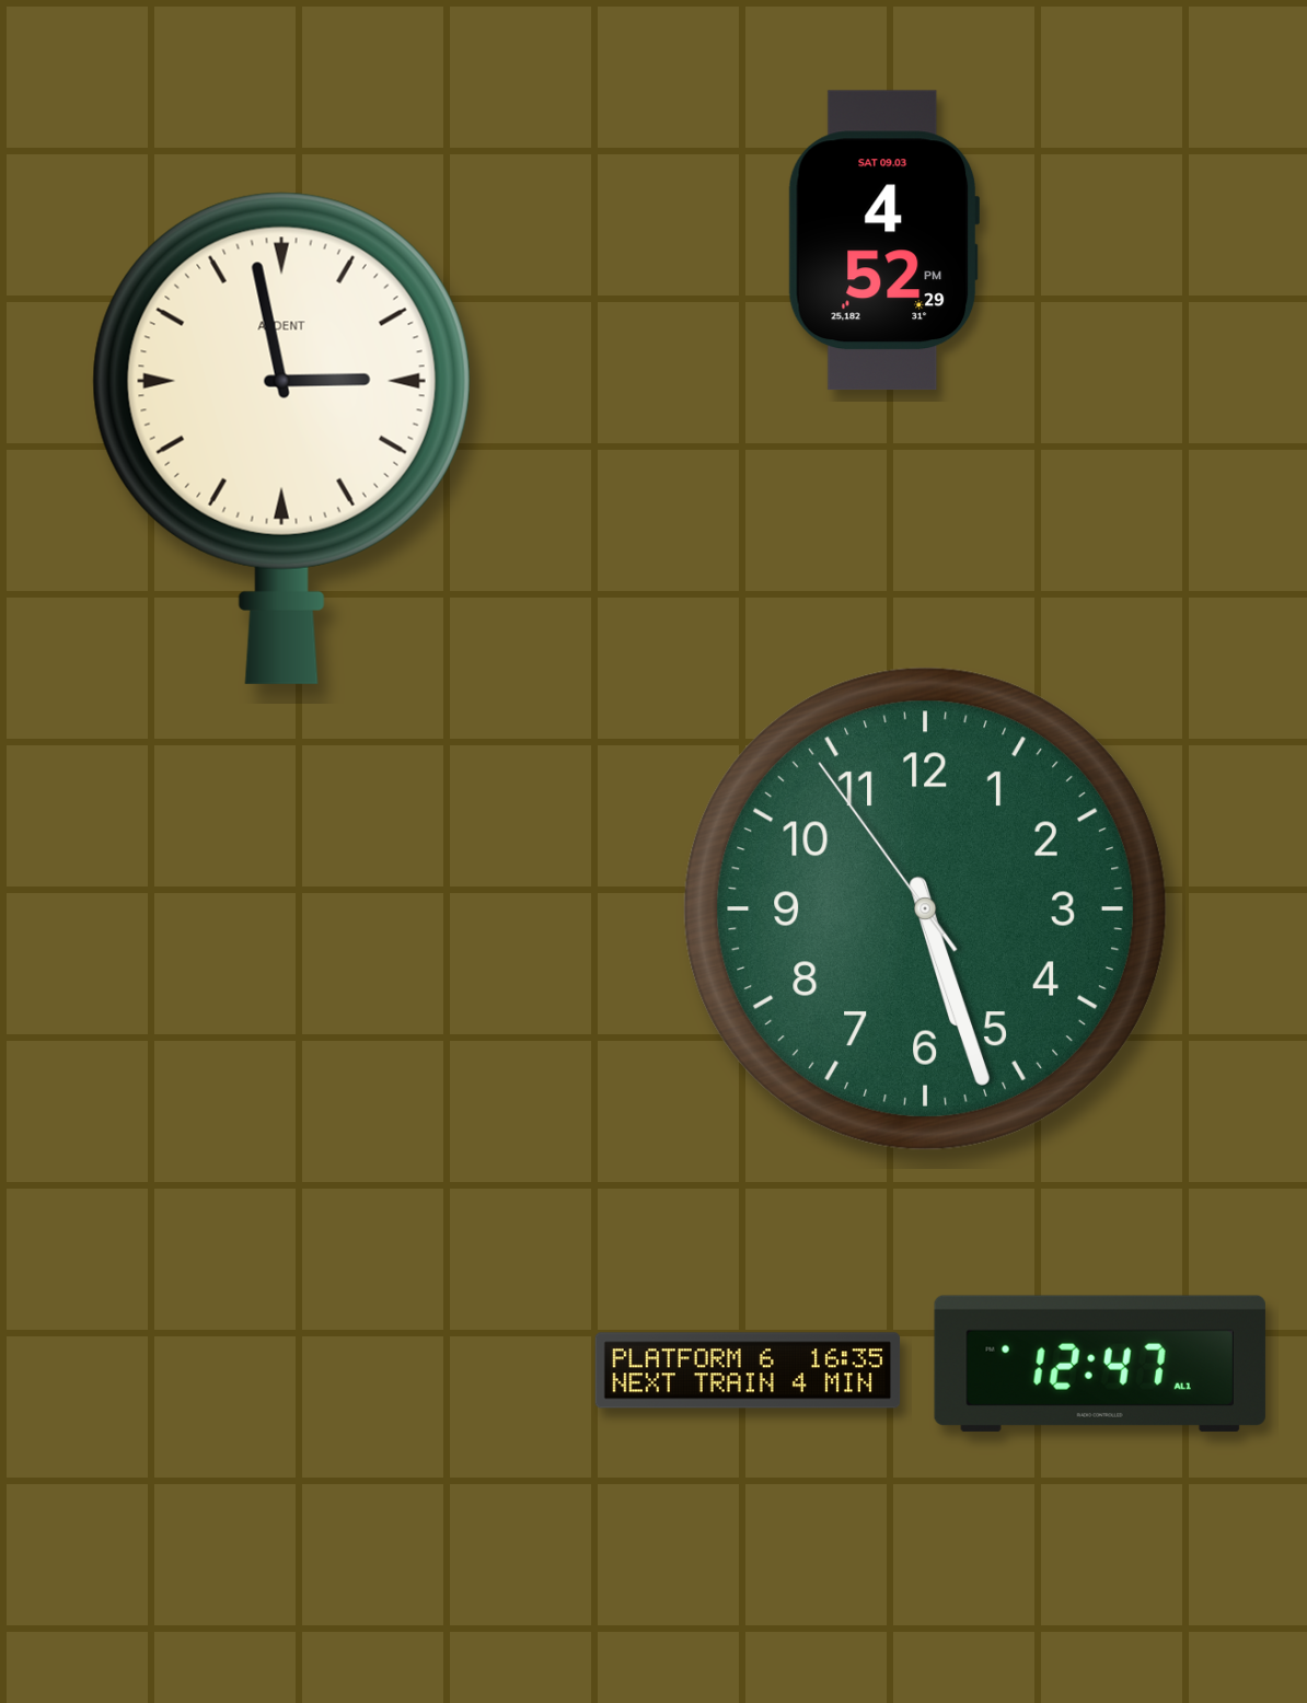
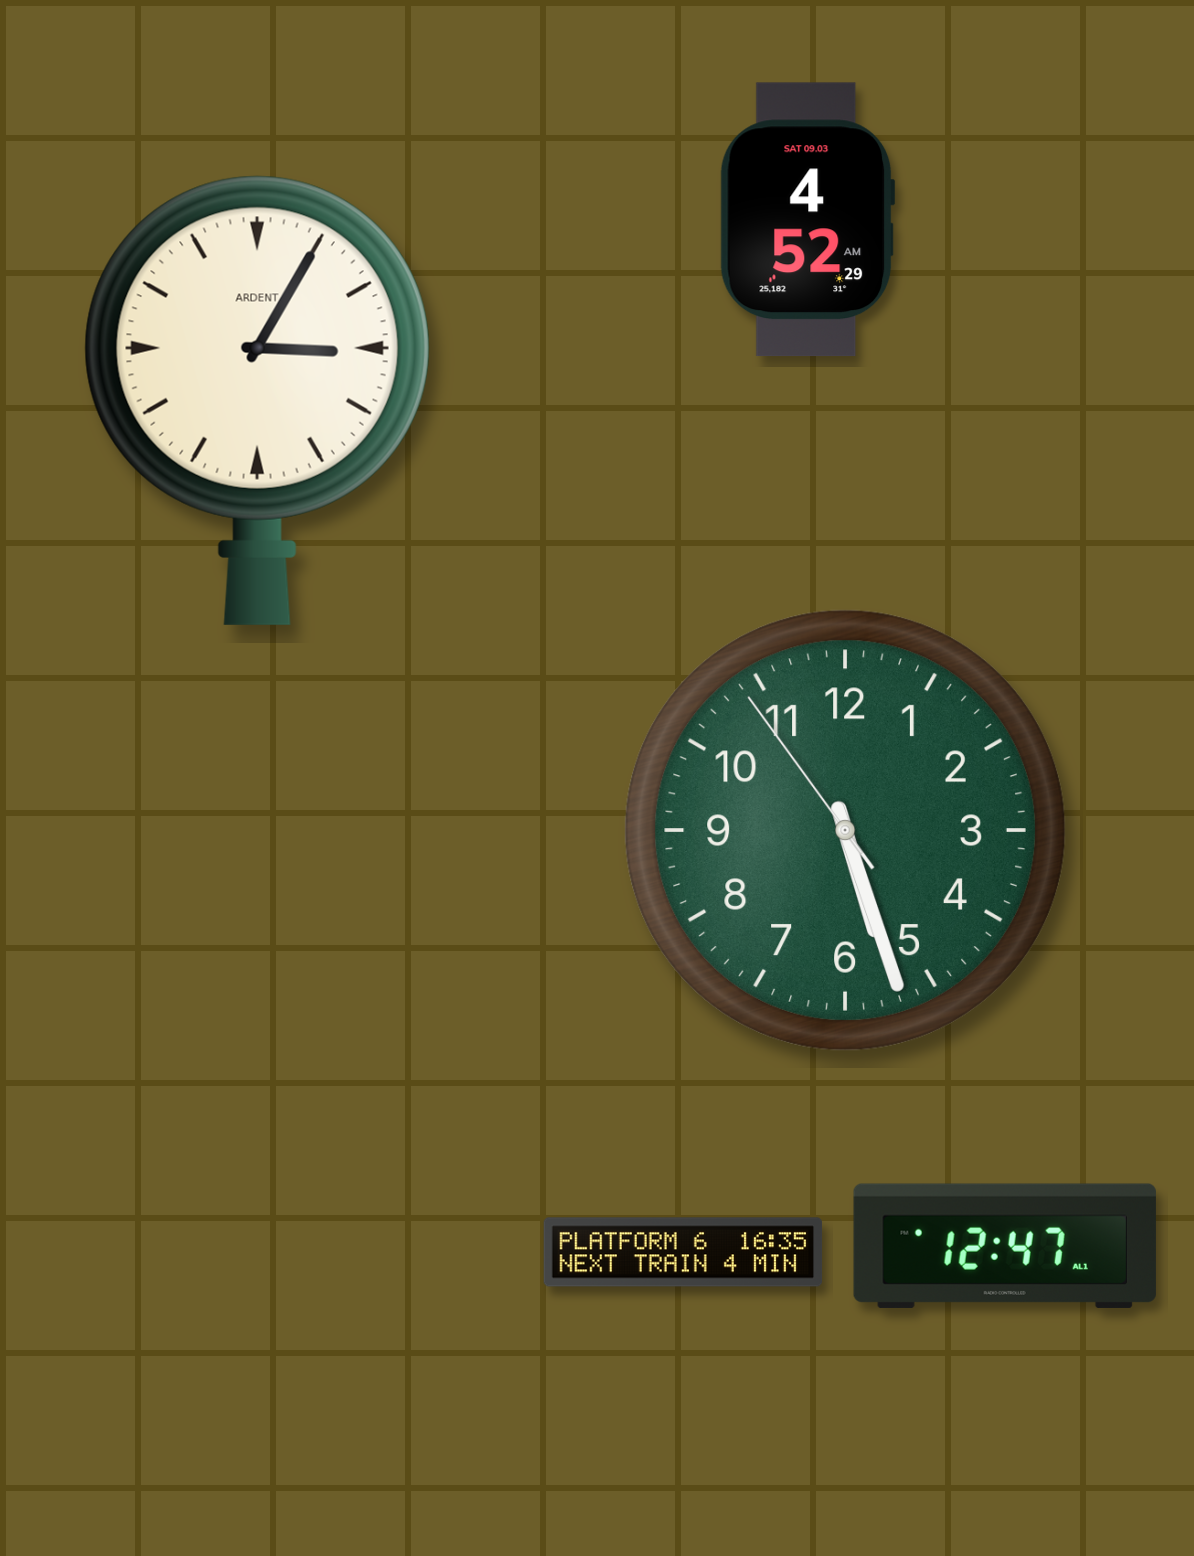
clock at (883, 241): 4:52:29 PM -> 4:52:29 AM
clock at (281, 438): 2:58 -> 3:05
